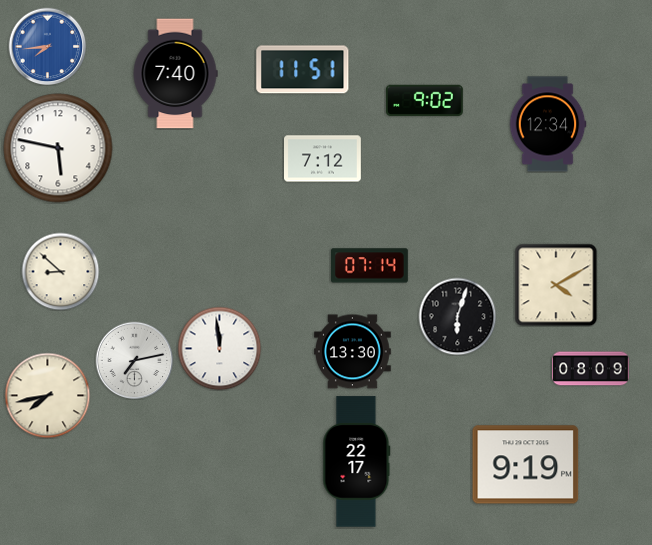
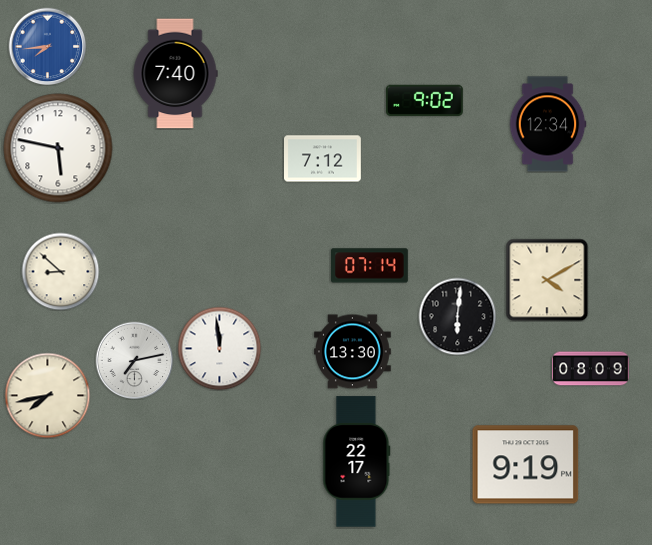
clock at (303, 70): 11:51 -> none
clock at (556, 285) position: (556, 285) -> (547, 280)
clock at (457, 316): 6:03 -> 6:01
